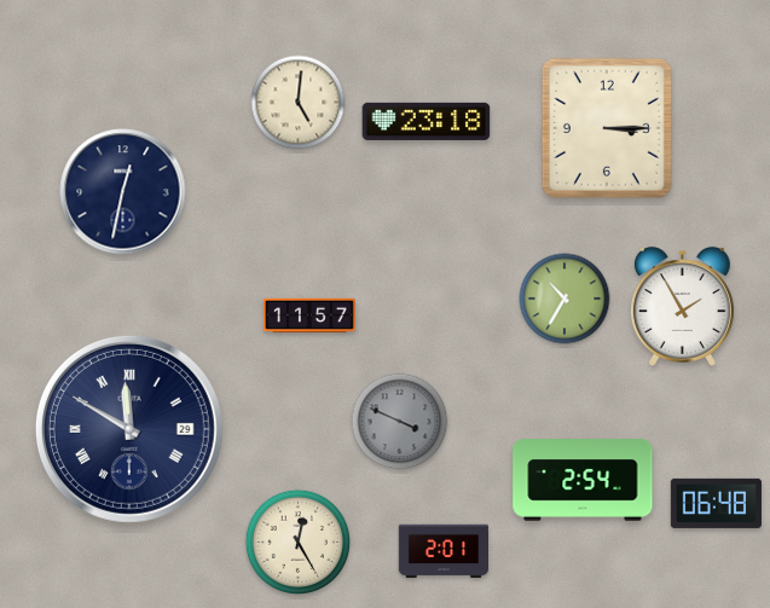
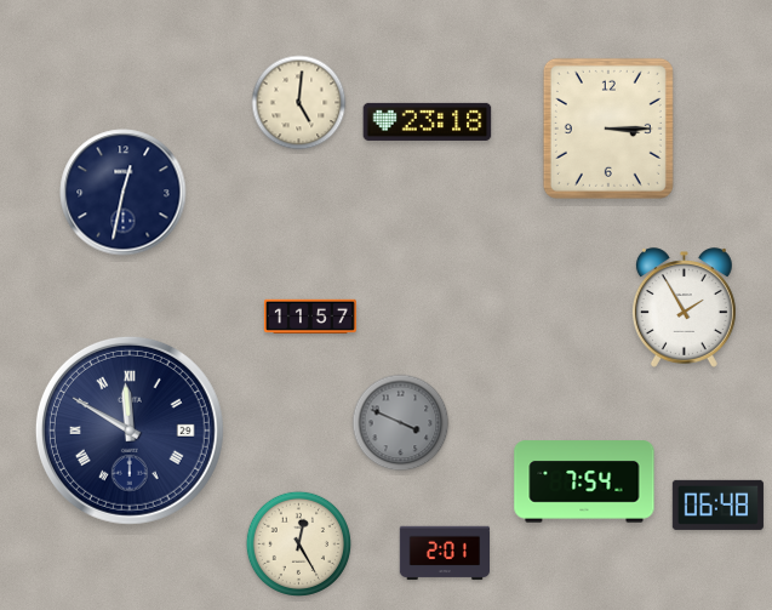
clock at (565, 299): 10:35 -> none
clock at (583, 480): 2:54 -> 7:54
